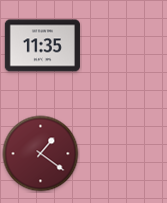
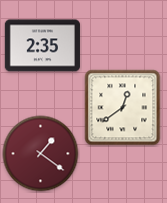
clock at (42, 46): 11:35 -> 2:35
clock at (123, 108): none -> 12:39
